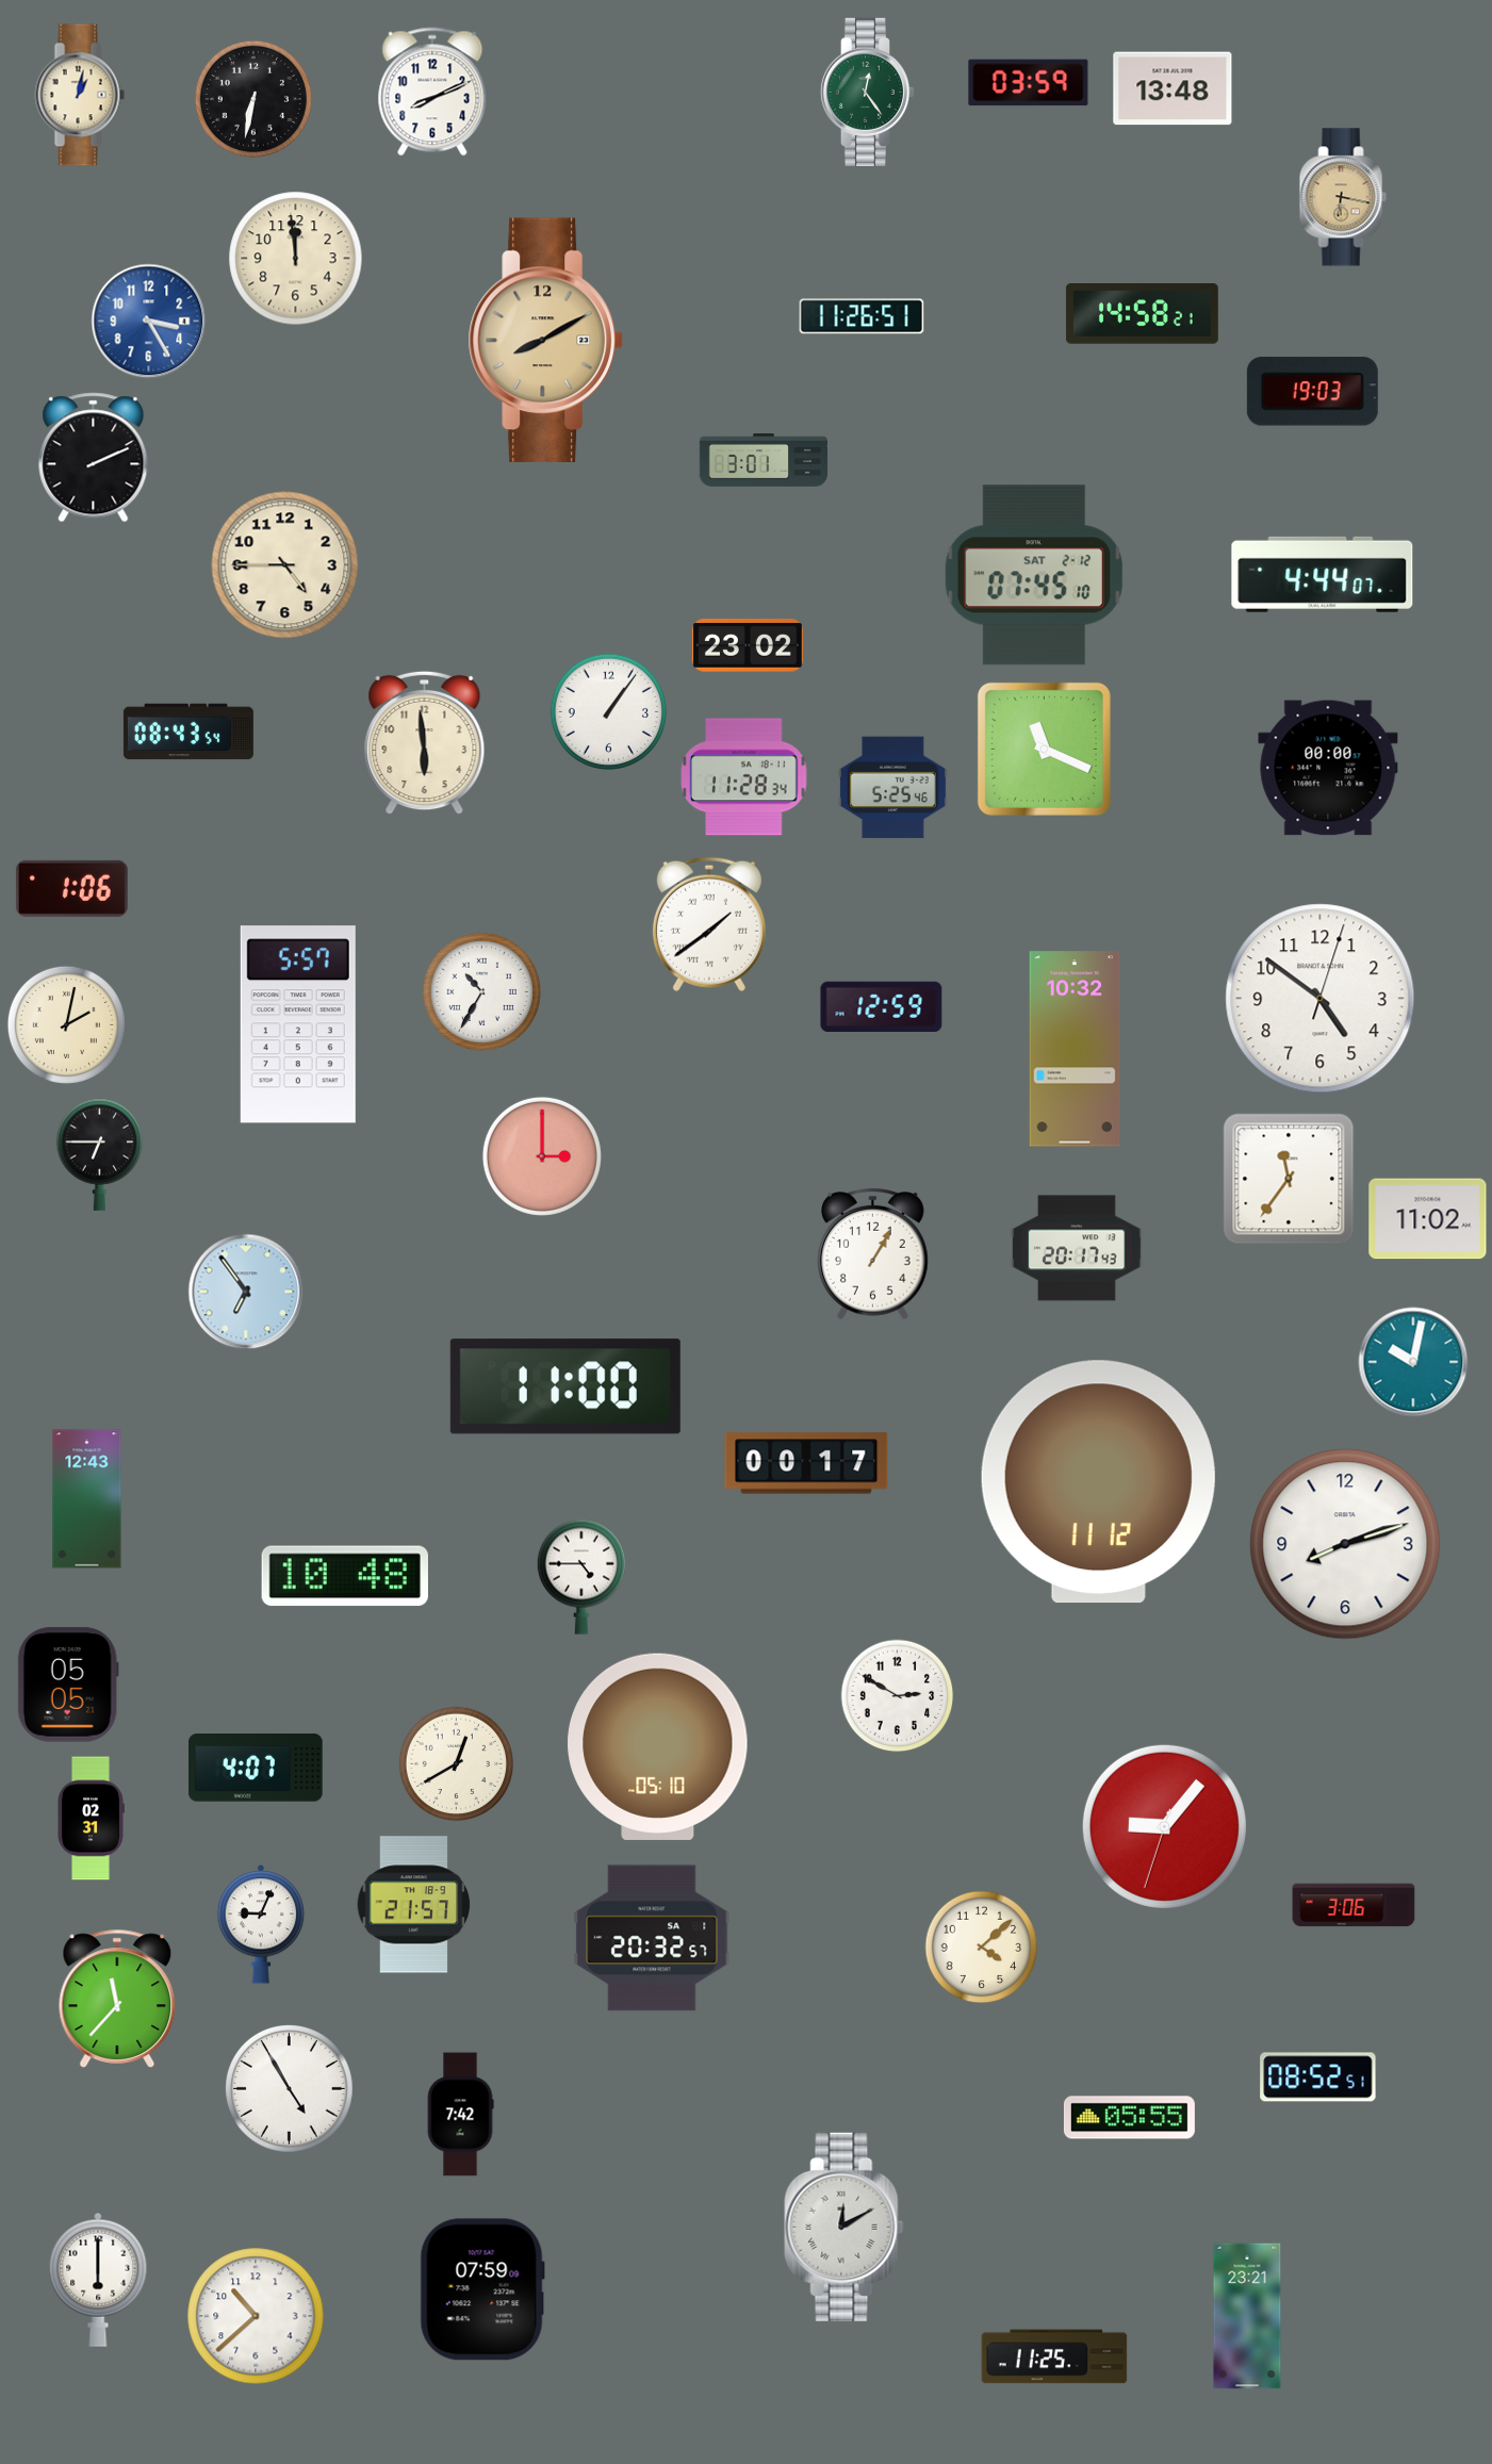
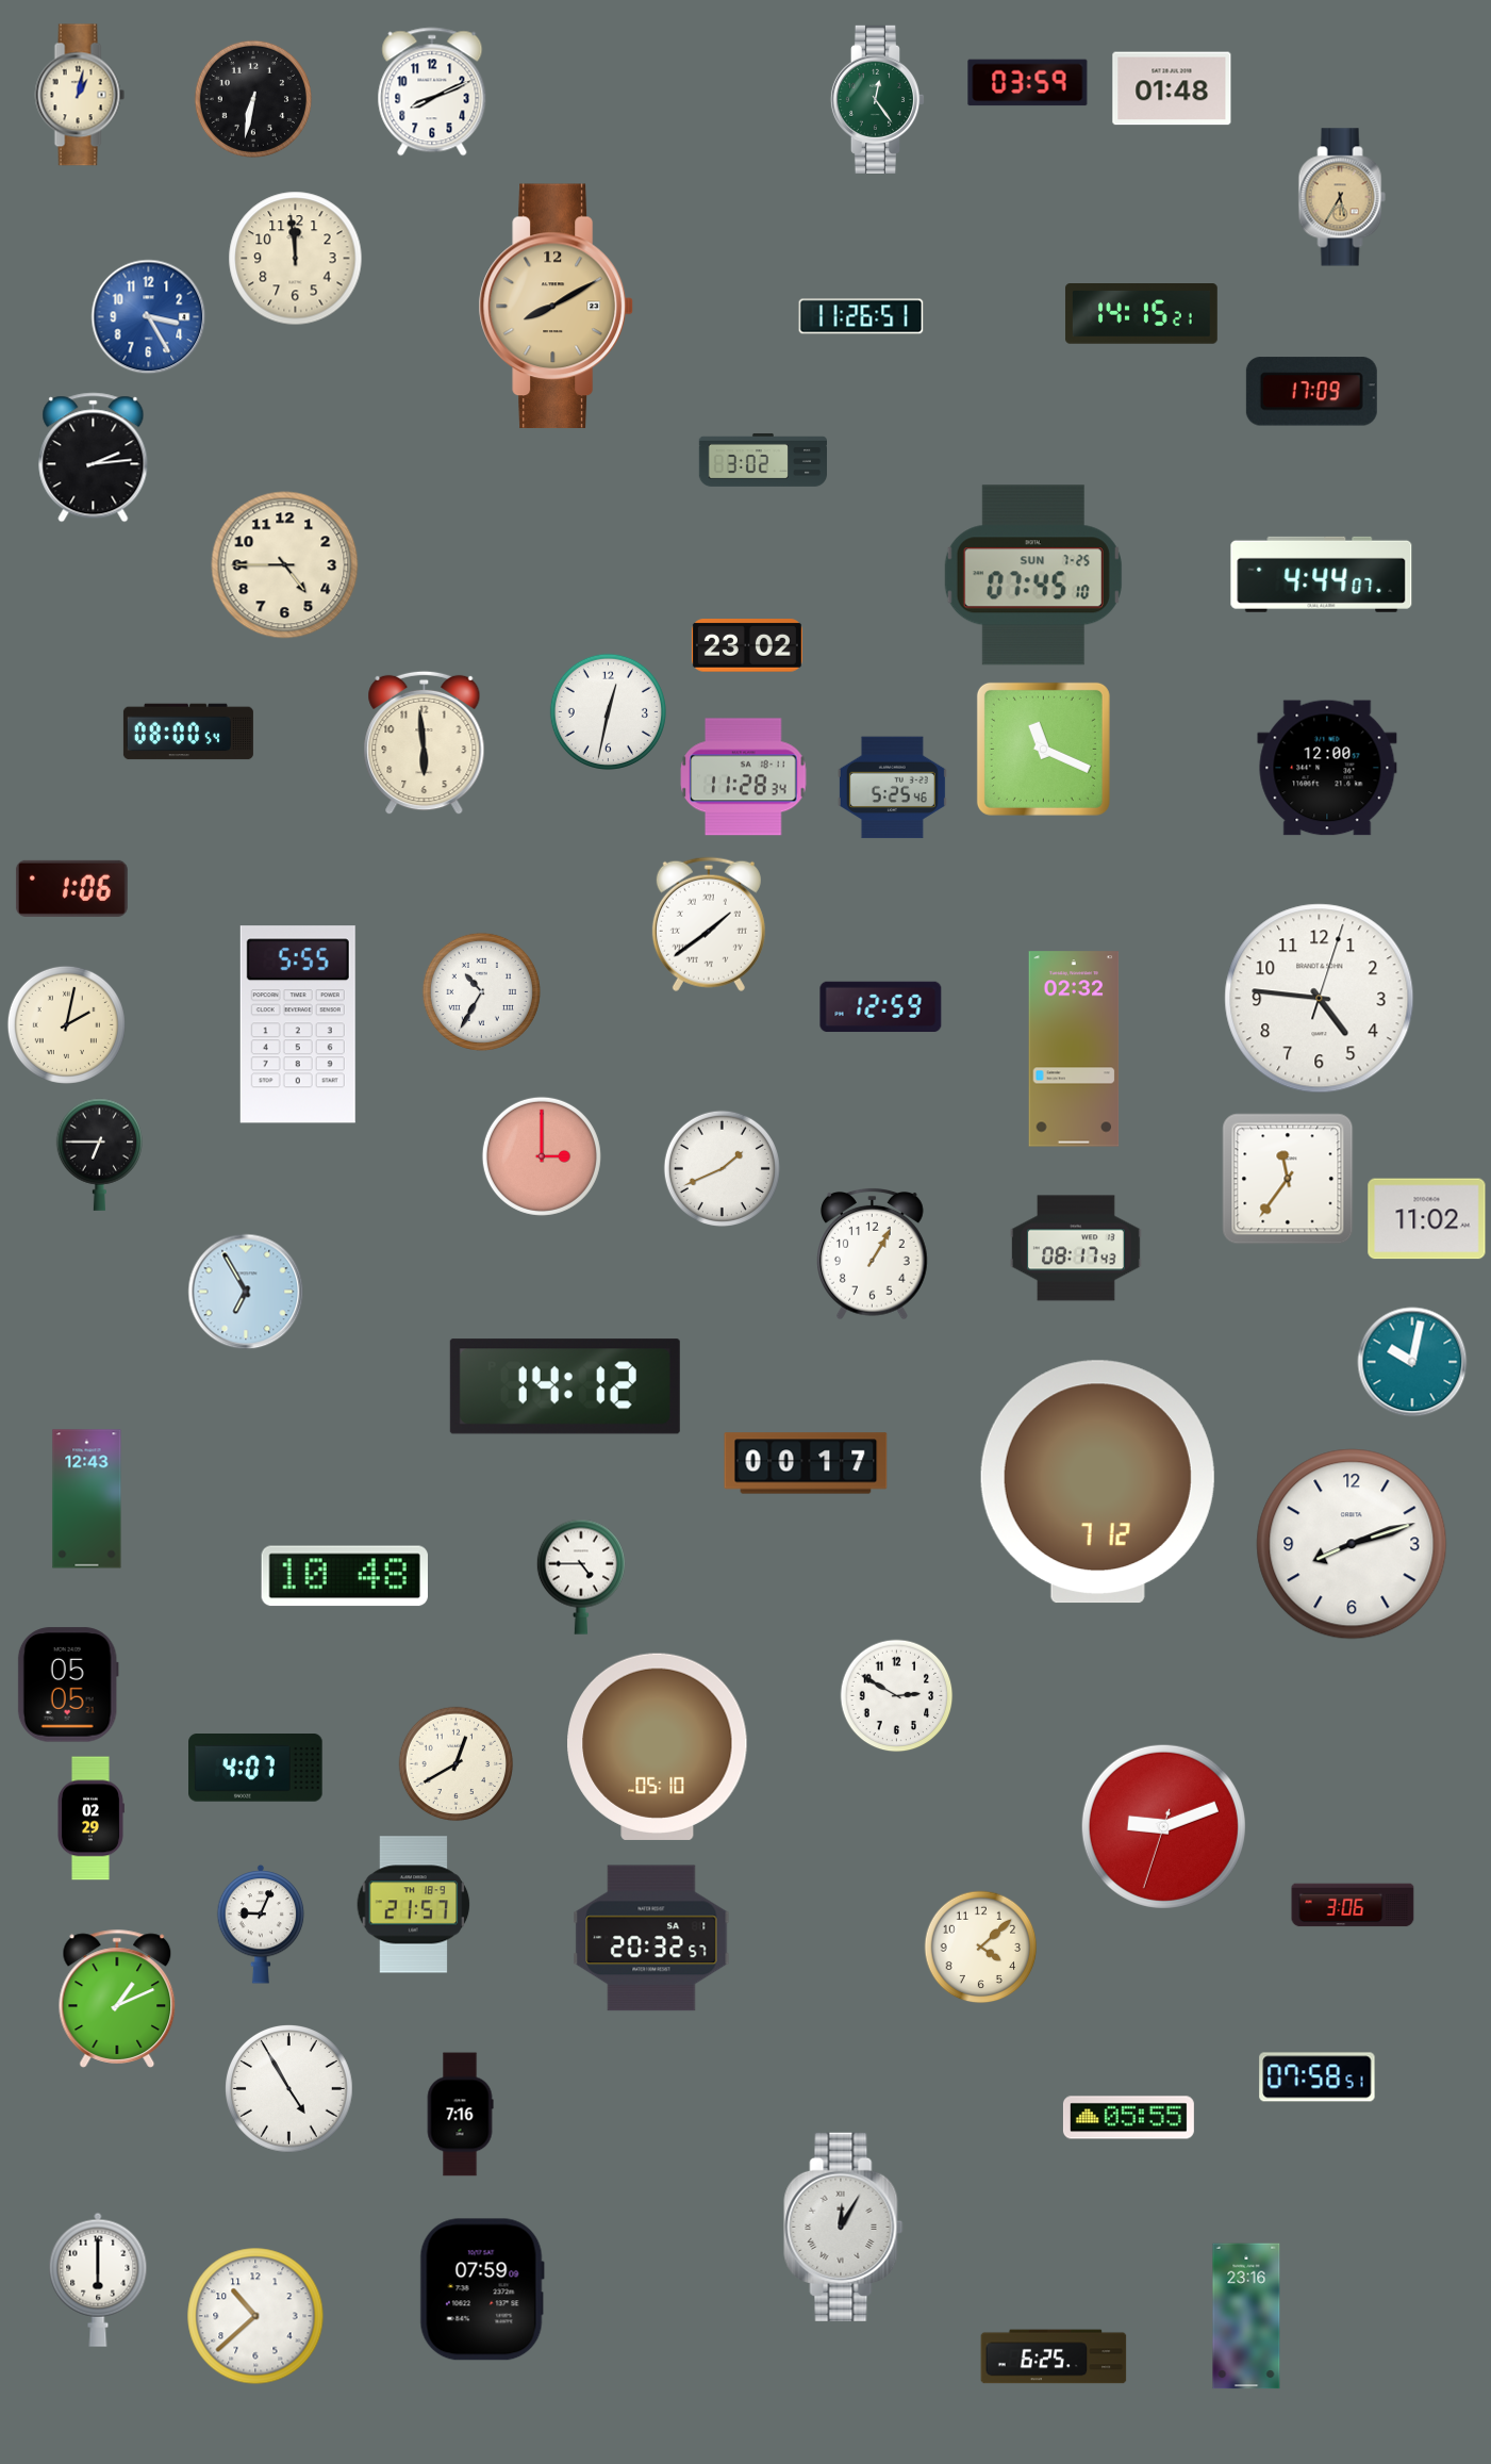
clock at (1173, 88): 13:48 -> 01:48
clock at (868, 92) position: (868, 92) -> (878, 99)
clock at (1343, 197): 6:17 -> 5:35
clock at (1142, 314): 14:58 -> 14:15
clock at (149, 322) position: (149, 322) -> (149, 317)
clock at (545, 341) position: (545, 341) -> (556, 307)
clock at (1312, 392): 19:03 -> 17:09
clock at (94, 458): 2:11 -> 2:14
clock at (764, 460): 3:01 -> 3:02
clock at (1034, 575) date: SAT 2-12 -> SUN 7-25
clock at (608, 711): 1:06 -> 12:32
clock at (188, 732): 08:43 -> 08:00
clock at (1328, 768): 00:00 -> 12:00
clock at (1321, 999): 4:51 -> 4:46
clock at (298, 1024): 5:57 -> 5:55
clock at (1075, 1049): 10:32 -> 02:32
clock at (722, 1168): none -> 1:41
clock at (1077, 1248): 20:17 -> 08:17
clock at (246, 1292): 6:54 -> 6:55
clock at (565, 1386): 11:00 -> 14:12
clock at (1098, 1482): 11:12 -> 7:12
clock at (1345, 1544) position: (1345, 1544) -> (1352, 1544)
clock at (92, 1819): 02:31 -> 02:29
clock at (1164, 1826): 9:06 -> 9:11
clock at (117, 1999): 11:37 -> 1:11
clock at (1318, 2077): 08:52 -> 07:58
clock at (460, 2115): 7:42 -> 7:16
clock at (845, 2227): 12:10 -> 12:05
clock at (1247, 2316): 23:21 -> 23:16
clock at (1054, 2356): 11:25 -> 6:25
